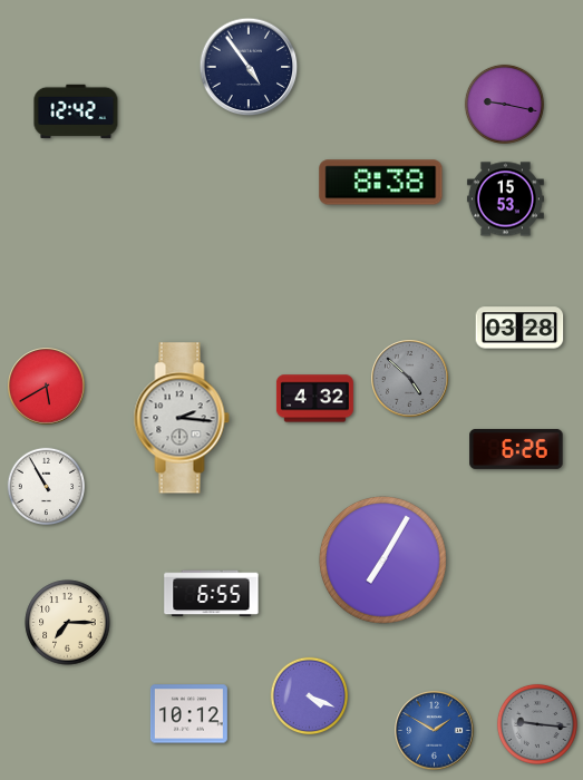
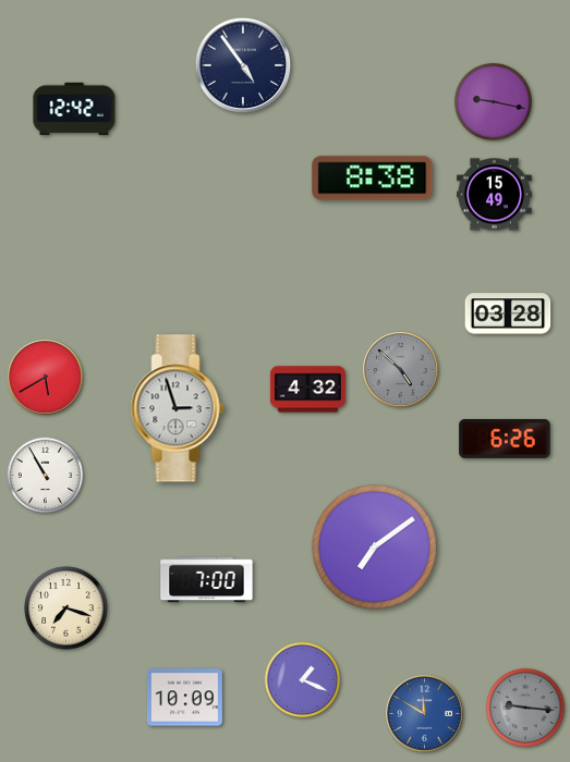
clock at (505, 199): 15:53 -> 15:49
clock at (519, 328) position: (519, 328) -> (508, 314)
clock at (182, 418): 2:16 -> 2:57
clock at (382, 559): 7:05 -> 7:09
clock at (212, 594): 6:55 -> 7:00
clock at (68, 623): 7:15 -> 7:18
clock at (310, 696): 4:19 -> 1:19
clock at (188, 714): 10:12 -> 10:09
clock at (435, 731): 1:50 -> 11:50
